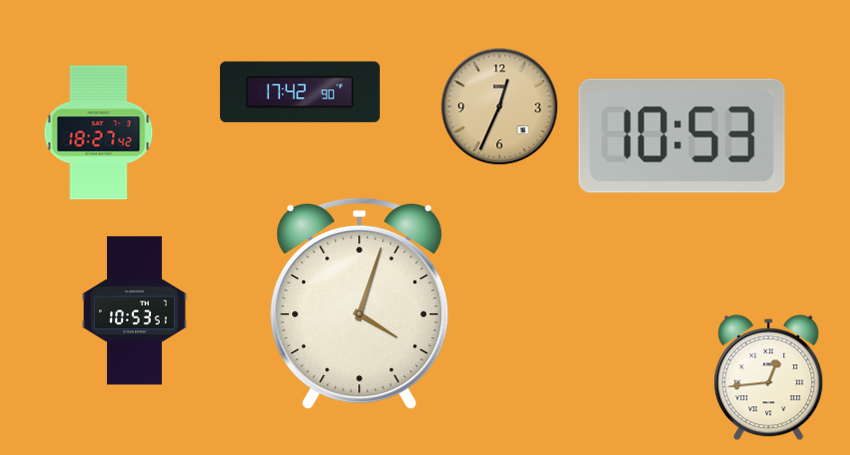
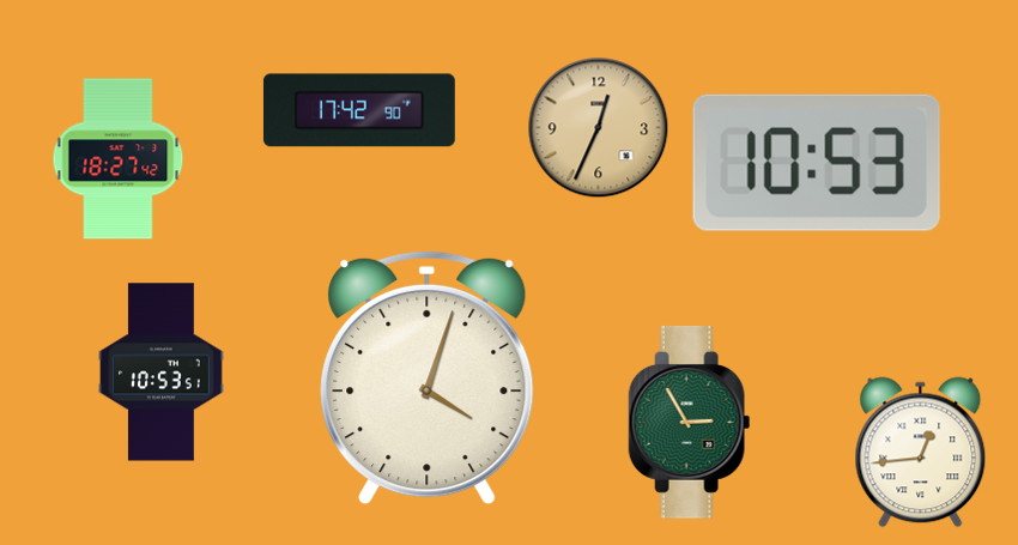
clock at (360, 304) position: (360, 304) -> (428, 379)
clock at (690, 423): none -> 2:55
